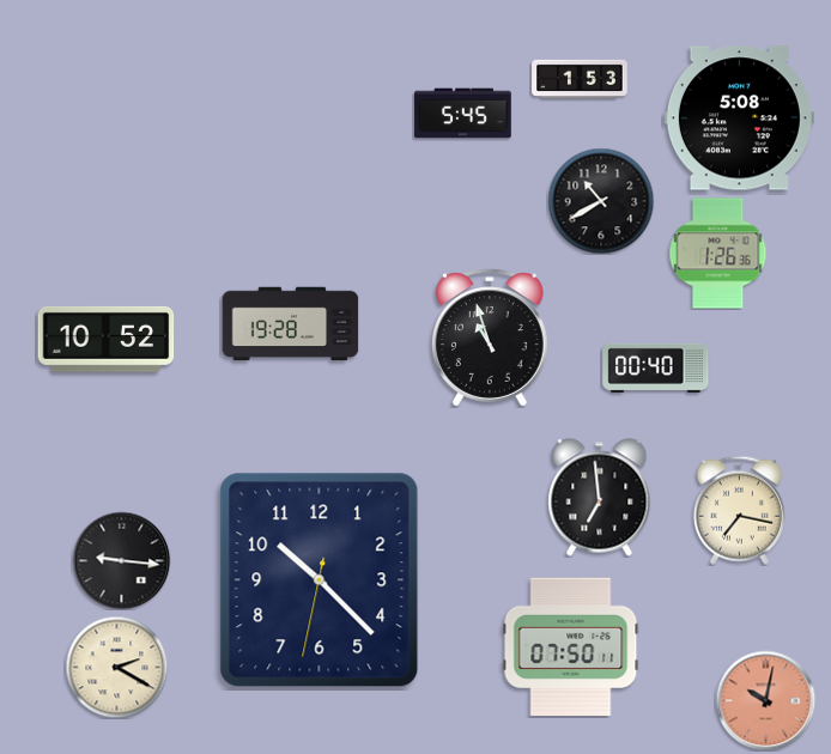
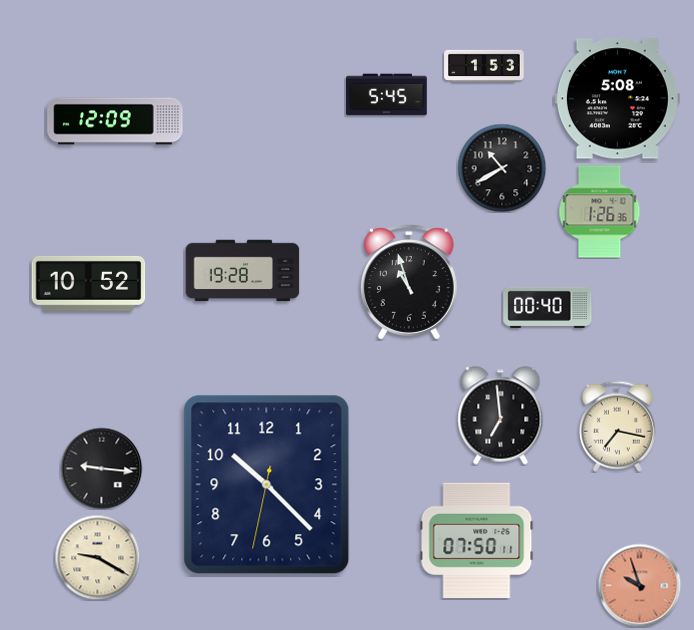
clock at (115, 121): none -> 12:09
clock at (116, 667): 2:20 -> 9:20
clock at (765, 700): 10:02 -> 9:57
